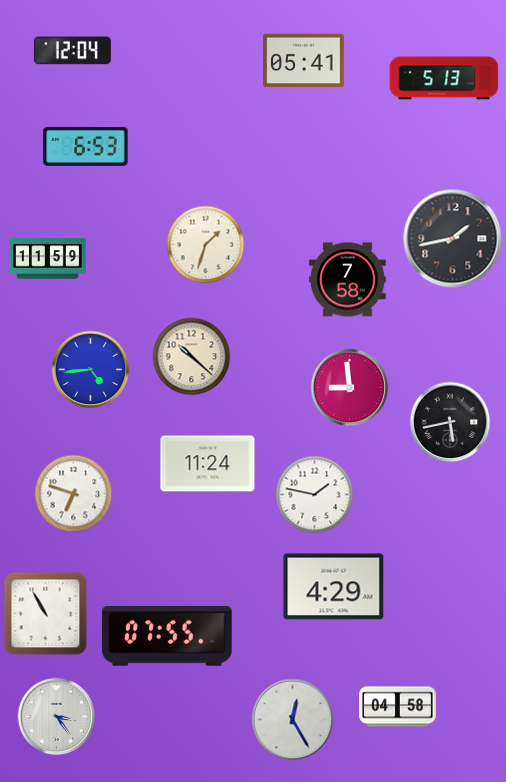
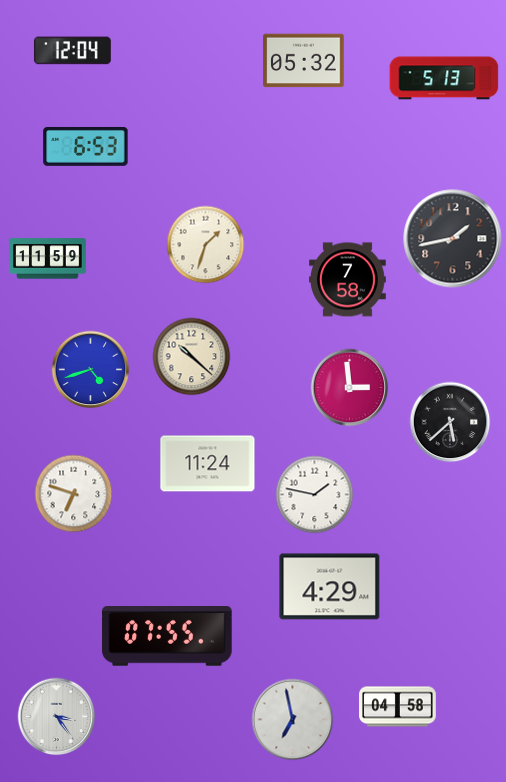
clock at (304, 61): 05:41 -> 05:32
clock at (90, 369): 4:44 -> 4:42
clock at (349, 387): 8:59 -> 2:59
clock at (450, 422): 5:43 -> 5:38
clock at (334, 587) position: (334, 587) -> (330, 587)
clock at (45, 613): 10:55 -> none
clock at (292, 719): 12:25 -> 6:58
